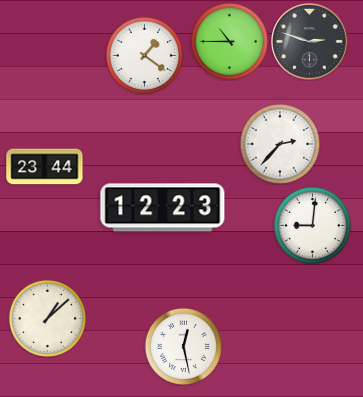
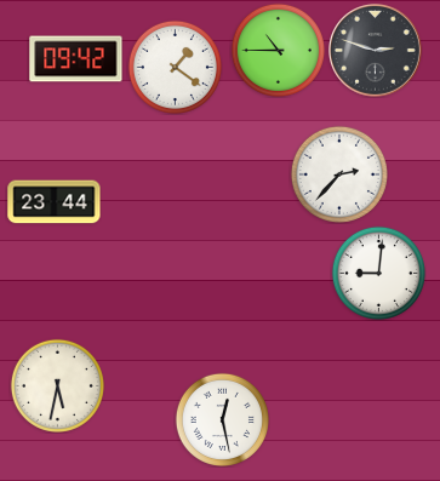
clock at (76, 59): none -> 09:42
clock at (163, 208): 12:23 -> none
clock at (47, 318): 1:08 -> 5:32
